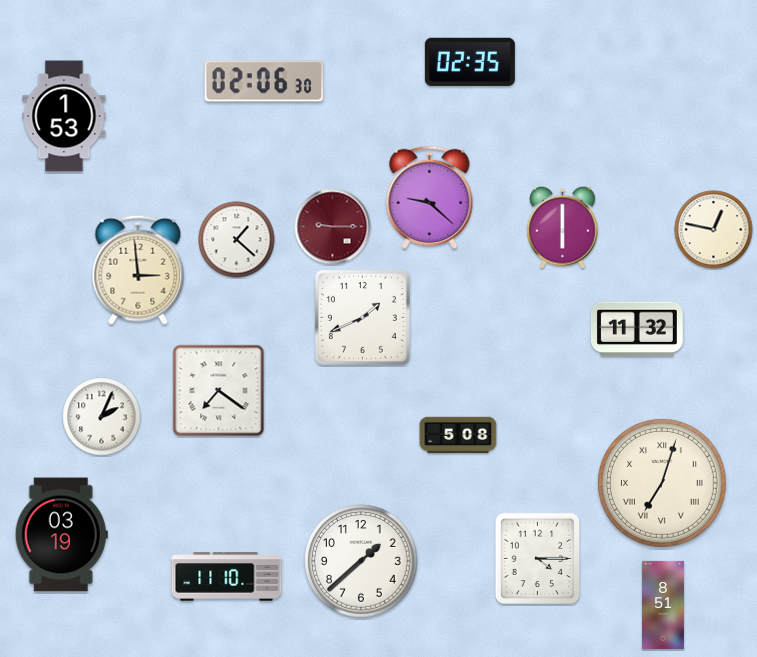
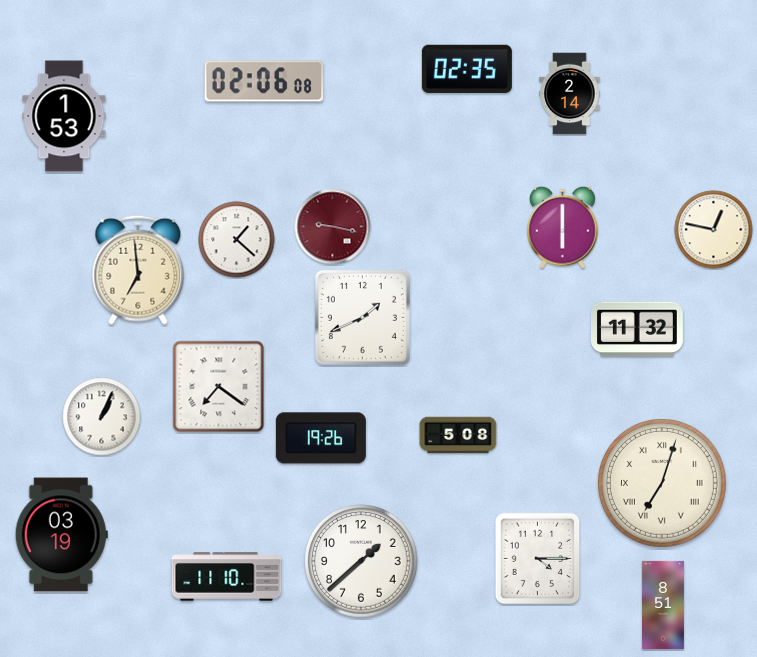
clock at (470, 62) position: (470, 62) -> (467, 69)
clock at (264, 81): 02:06:30 -> 02:06:08
clock at (570, 94): none -> 2:14
clock at (430, 197): 9:22 -> none
clock at (333, 227): 9:15 -> 9:17
clock at (138, 270): 2:59 -> 6:59
clock at (219, 391) position: (219, 391) -> (219, 387)
clock at (102, 417): 2:04 -> 1:04
clock at (321, 438): none -> 19:26
